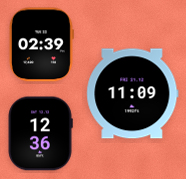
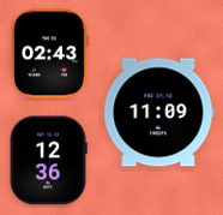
clock at (41, 45): 02:39 -> 02:43
